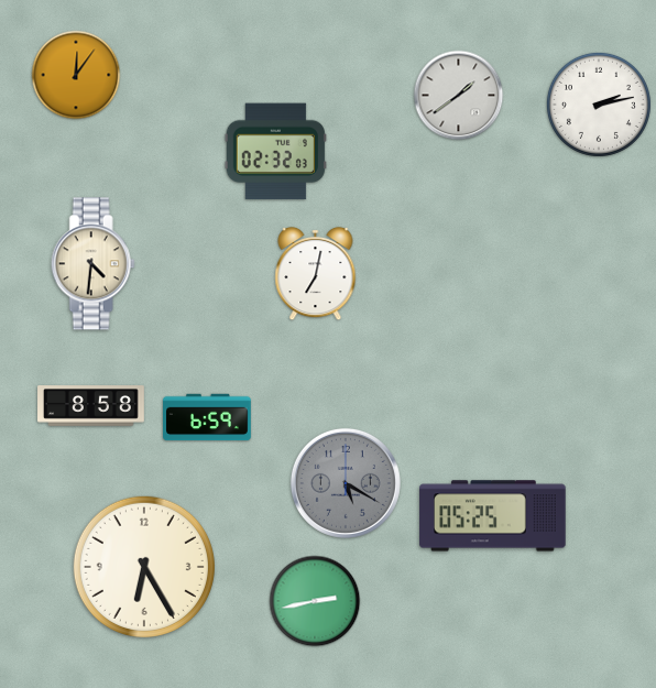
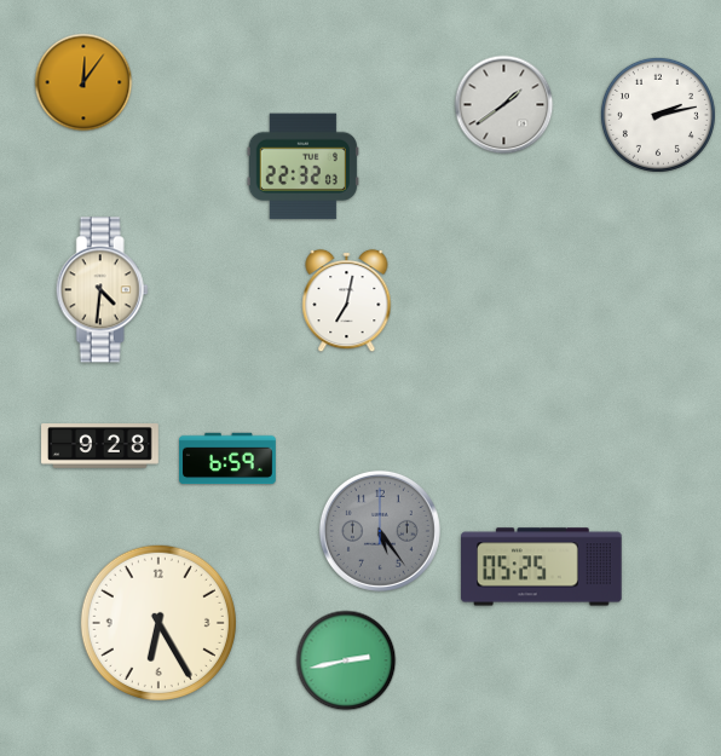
clock at (275, 152): 02:32 -> 22:32
clock at (91, 406): 8:58 -> 9:28
clock at (346, 483): 5:20 -> 5:24
